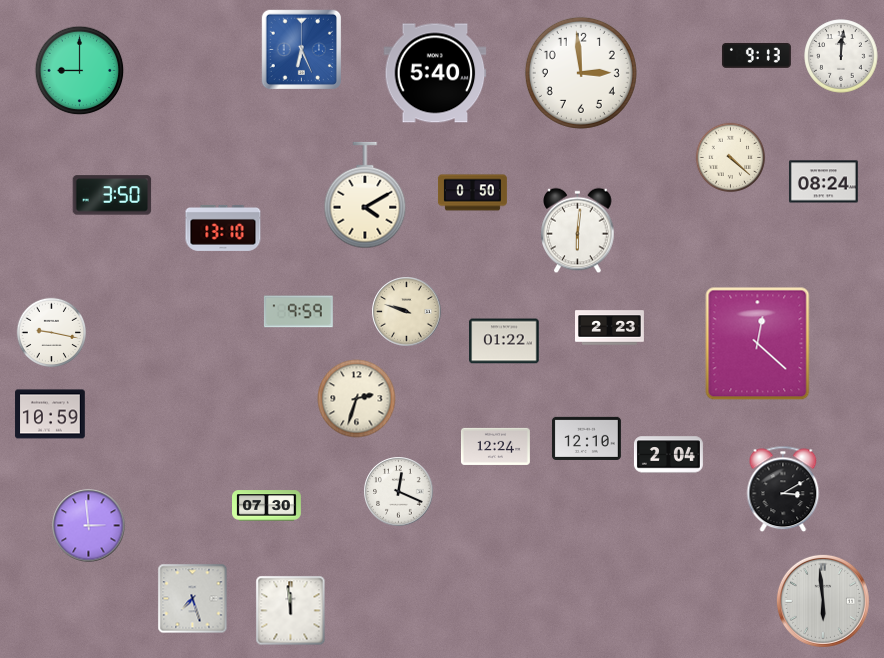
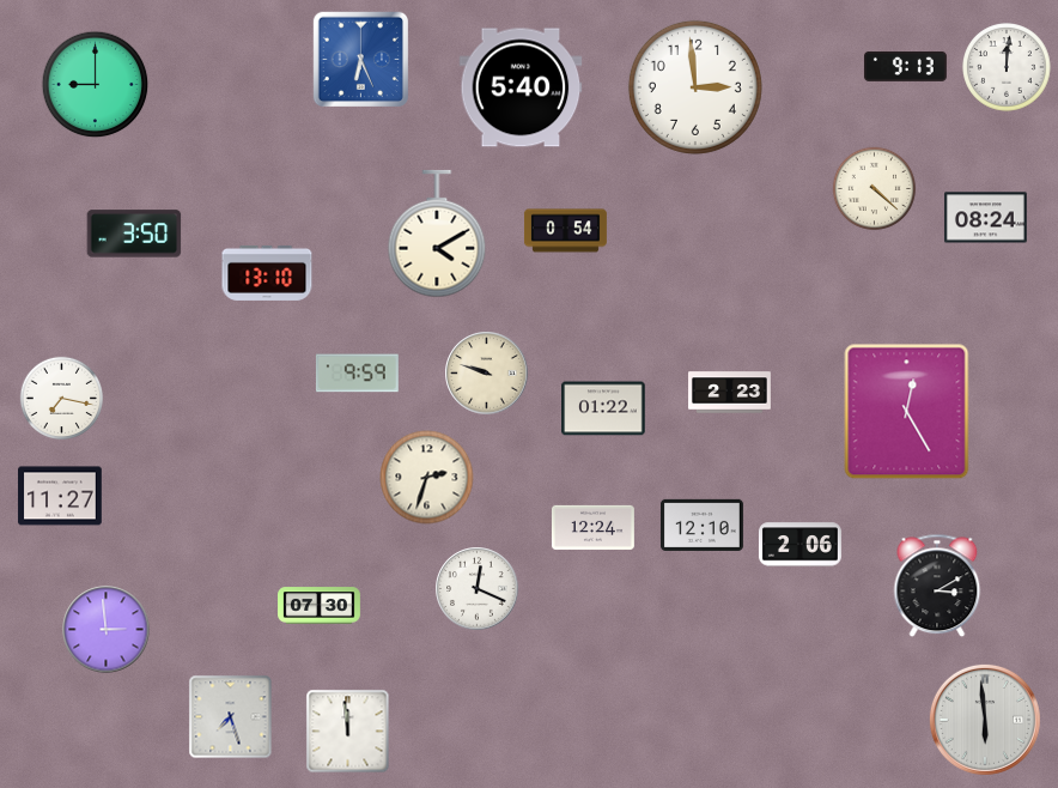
clock at (473, 193): 0:50 -> 0:54
clock at (578, 231): 6:01 -> none
clock at (52, 333): 9:17 -> 7:17
clock at (758, 344): 12:22 -> 12:25
clock at (50, 414): 10:59 -> 11:27
clock at (495, 446) position: (495, 446) -> (592, 527)
clock at (668, 455): 2:04 -> 2:06
